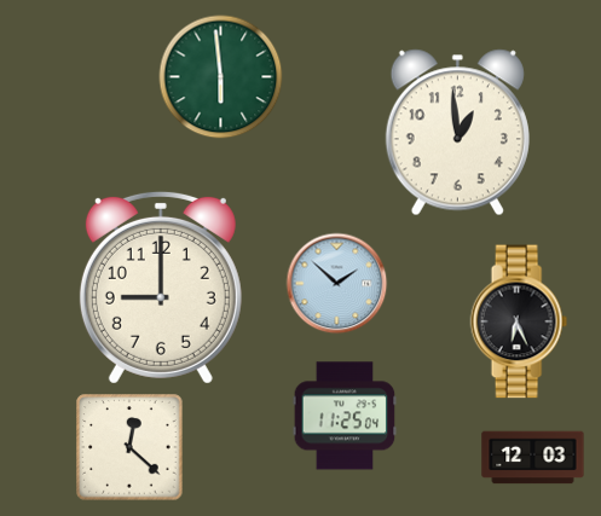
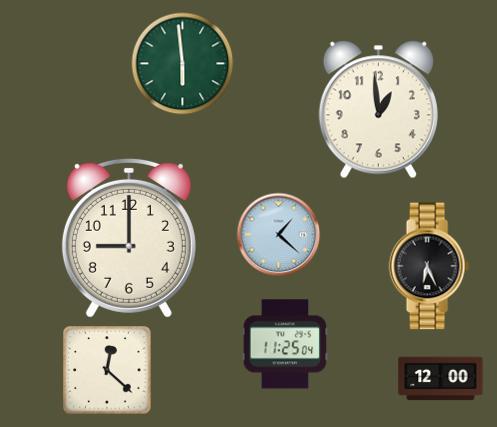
clock at (337, 284): 1:52 -> 1:22
clock at (161, 288) position: (161, 288) -> (129, 238)
clock at (533, 458): 12:03 -> 12:00
